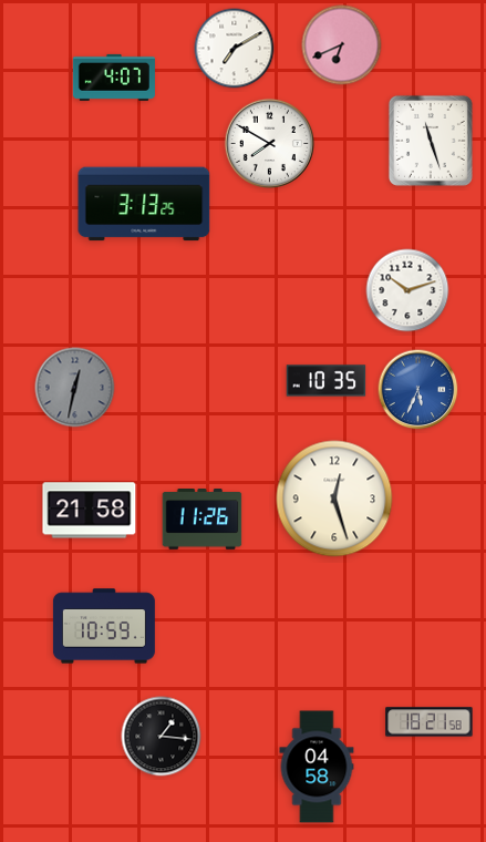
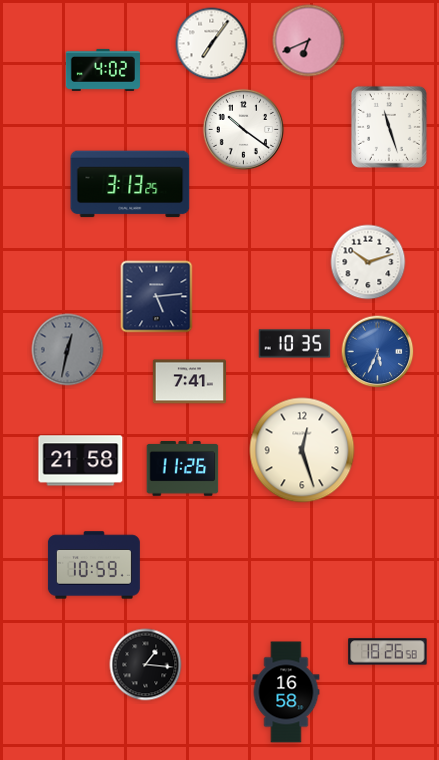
clock at (235, 49): 7:10 -> 7:06
clock at (114, 78): 4:07 -> 4:02
clock at (269, 143): 7:50 -> 10:21
clock at (157, 297): none -> 5:14
clock at (189, 382): none -> 7:41
clock at (430, 722): 18:21 -> 18:26
clock at (317, 767): 04:58 -> 16:58
